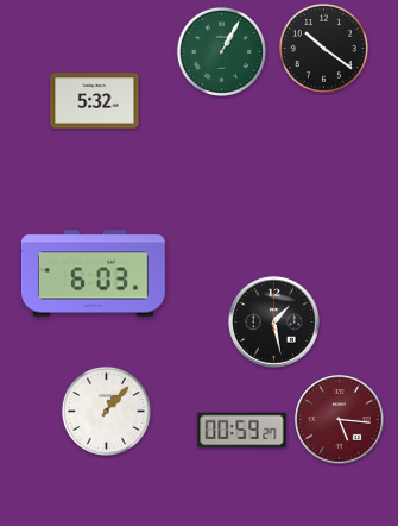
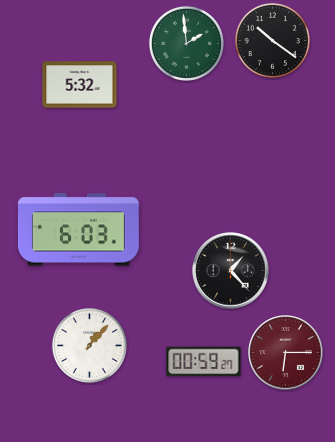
clock at (221, 51): 1:05 -> 1:59
clock at (274, 323): 1:28 -> 1:23
clock at (340, 420): 5:16 -> 6:15
